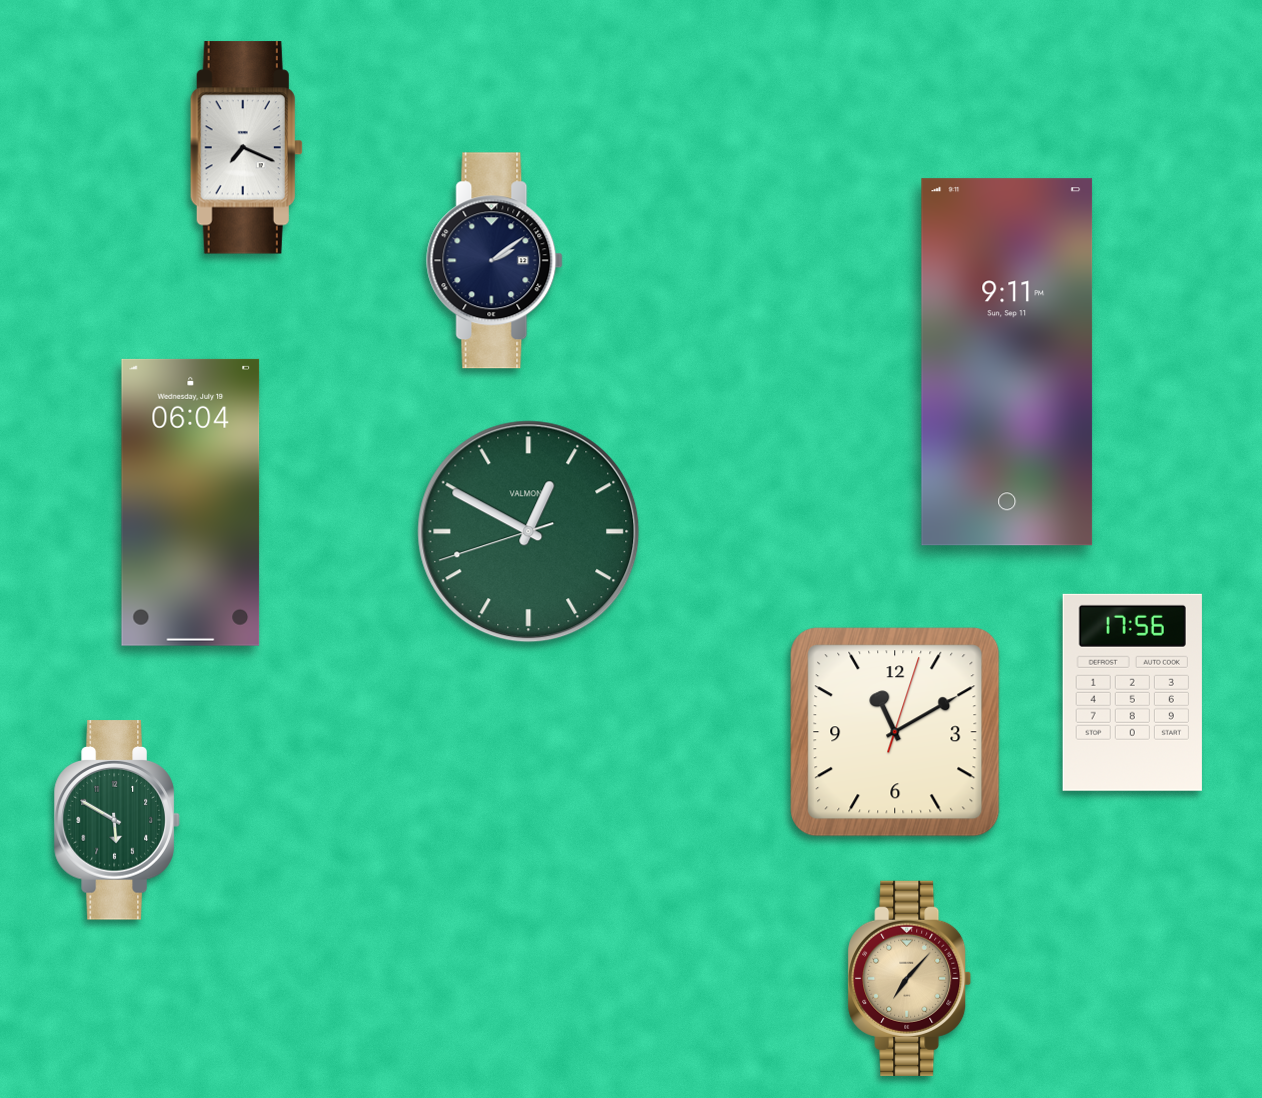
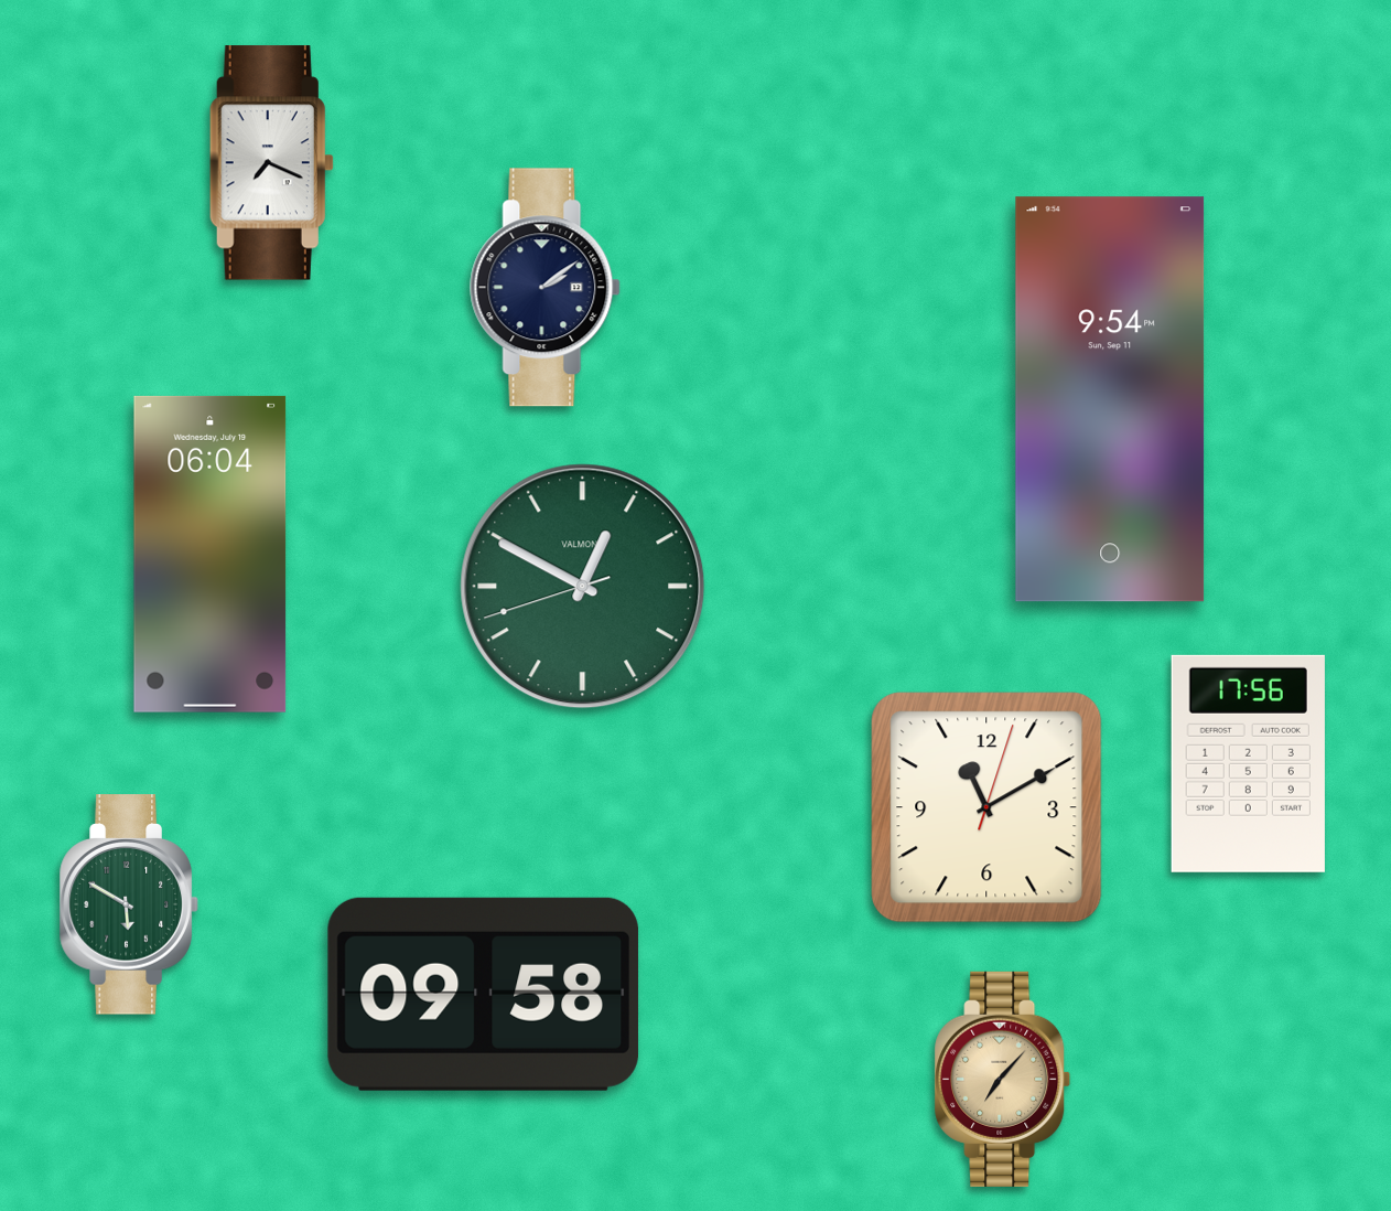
clock at (1007, 362): 9:11 -> 9:54
clock at (483, 994): none -> 09:58
